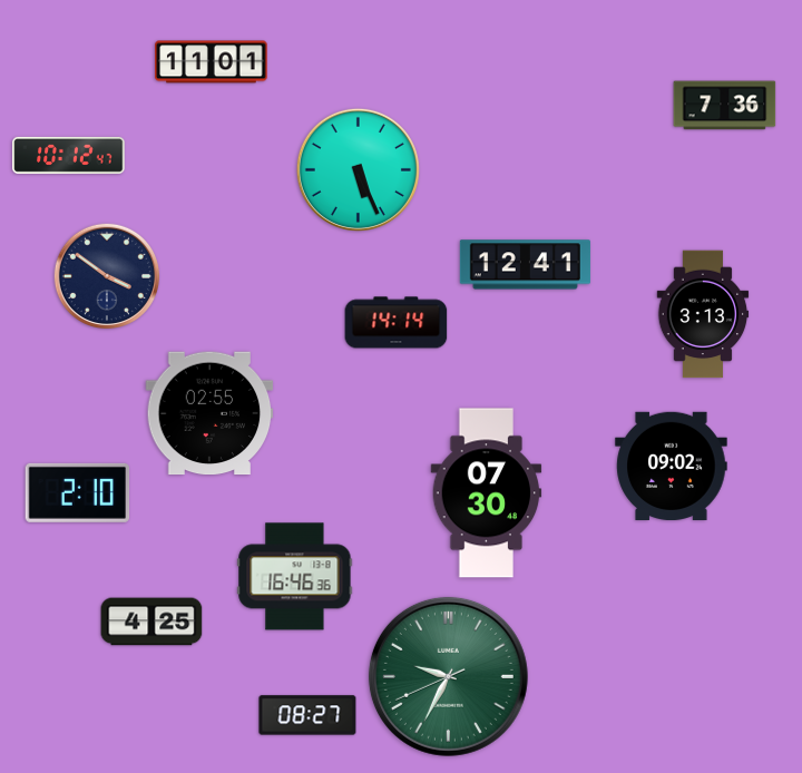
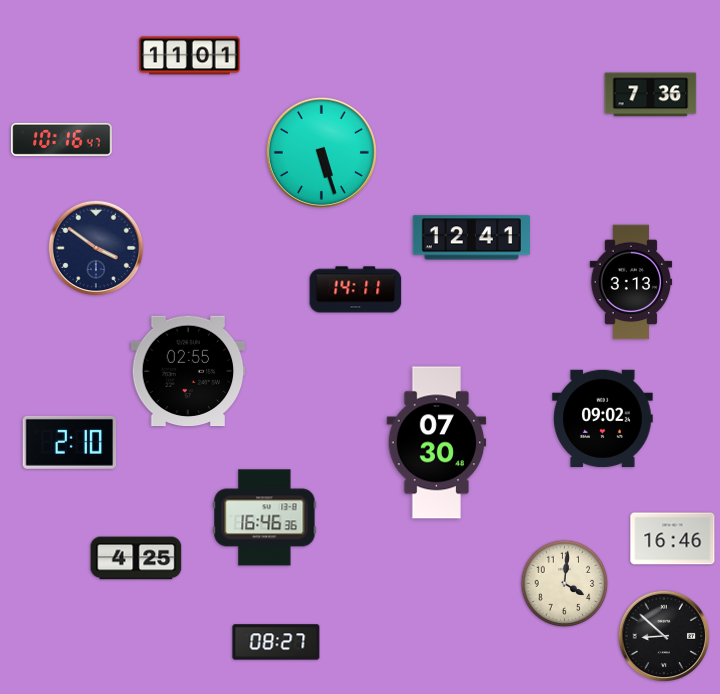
clock at (69, 155): 10:12 -> 10:16
clock at (358, 169): 5:26 -> 5:27
clock at (397, 323): 14:14 -> 14:11
clock at (673, 539): none -> 16:46
clock at (565, 584): none -> 4:01
clock at (448, 676): 9:34 -> none
clock at (664, 636): none -> 8:52
